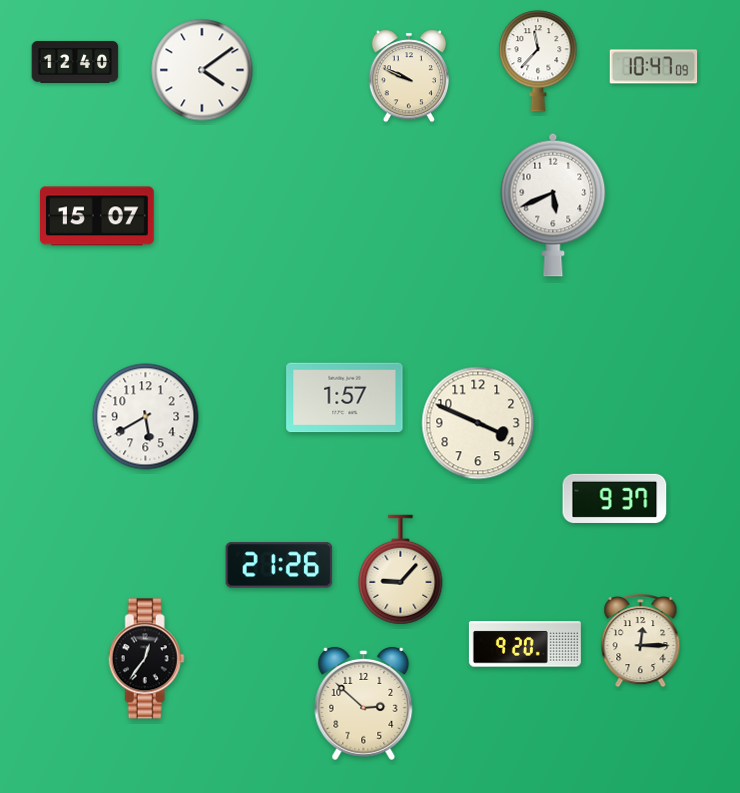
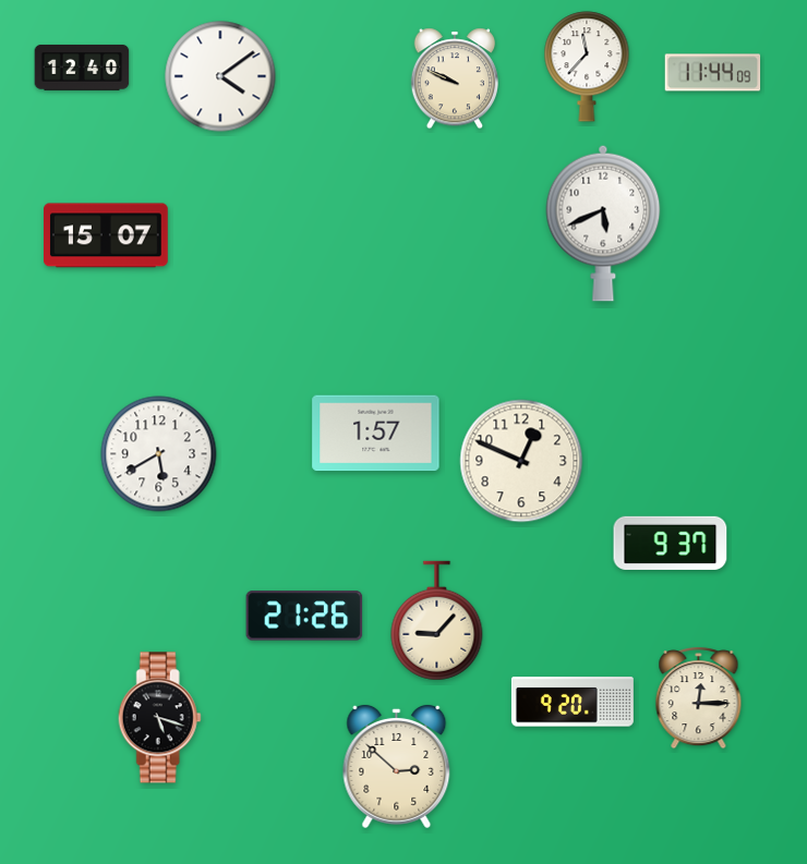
clock at (654, 67): 10:47 -> 11:44
clock at (408, 76) position: (408, 76) -> (454, 78)
clock at (478, 423): 3:49 -> 12:49
clock at (146, 659): 12:36 -> 5:18
